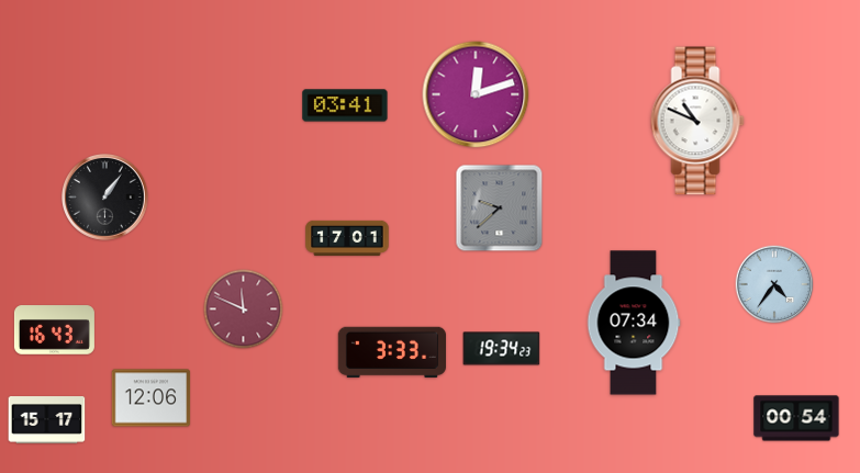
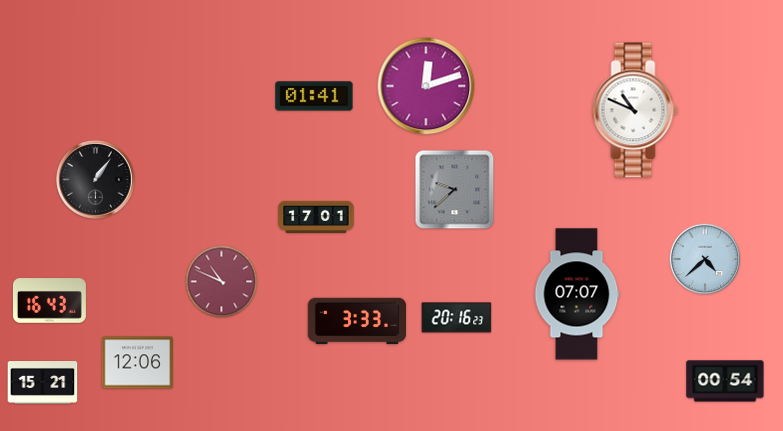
clock at (476, 94) position: (476, 94) -> (426, 86)
clock at (345, 105): 03:41 -> 01:41
clock at (774, 284): 4:36 -> 4:38
clock at (244, 309): 11:49 -> 10:49
clock at (634, 323): 07:34 -> 07:07
clock at (502, 349): 19:34 -> 20:16
clock at (47, 420): 15:17 -> 15:21
